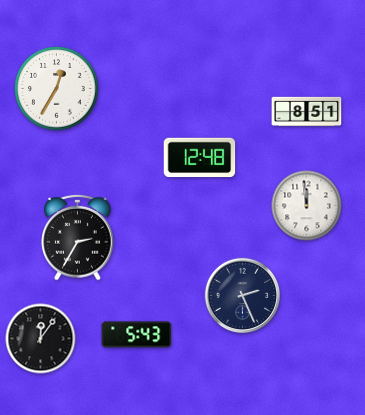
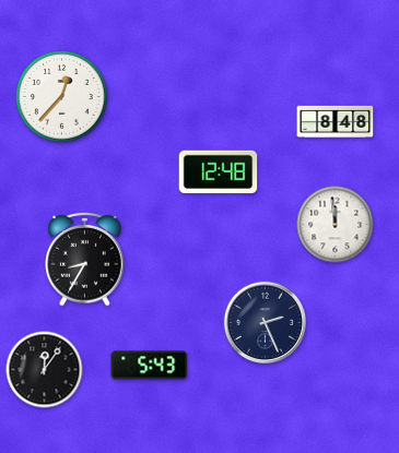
clock at (57, 89): 12:35 -> 12:37
clock at (307, 112): 8:51 -> 8:48
clock at (78, 237): 2:35 -> 8:35
